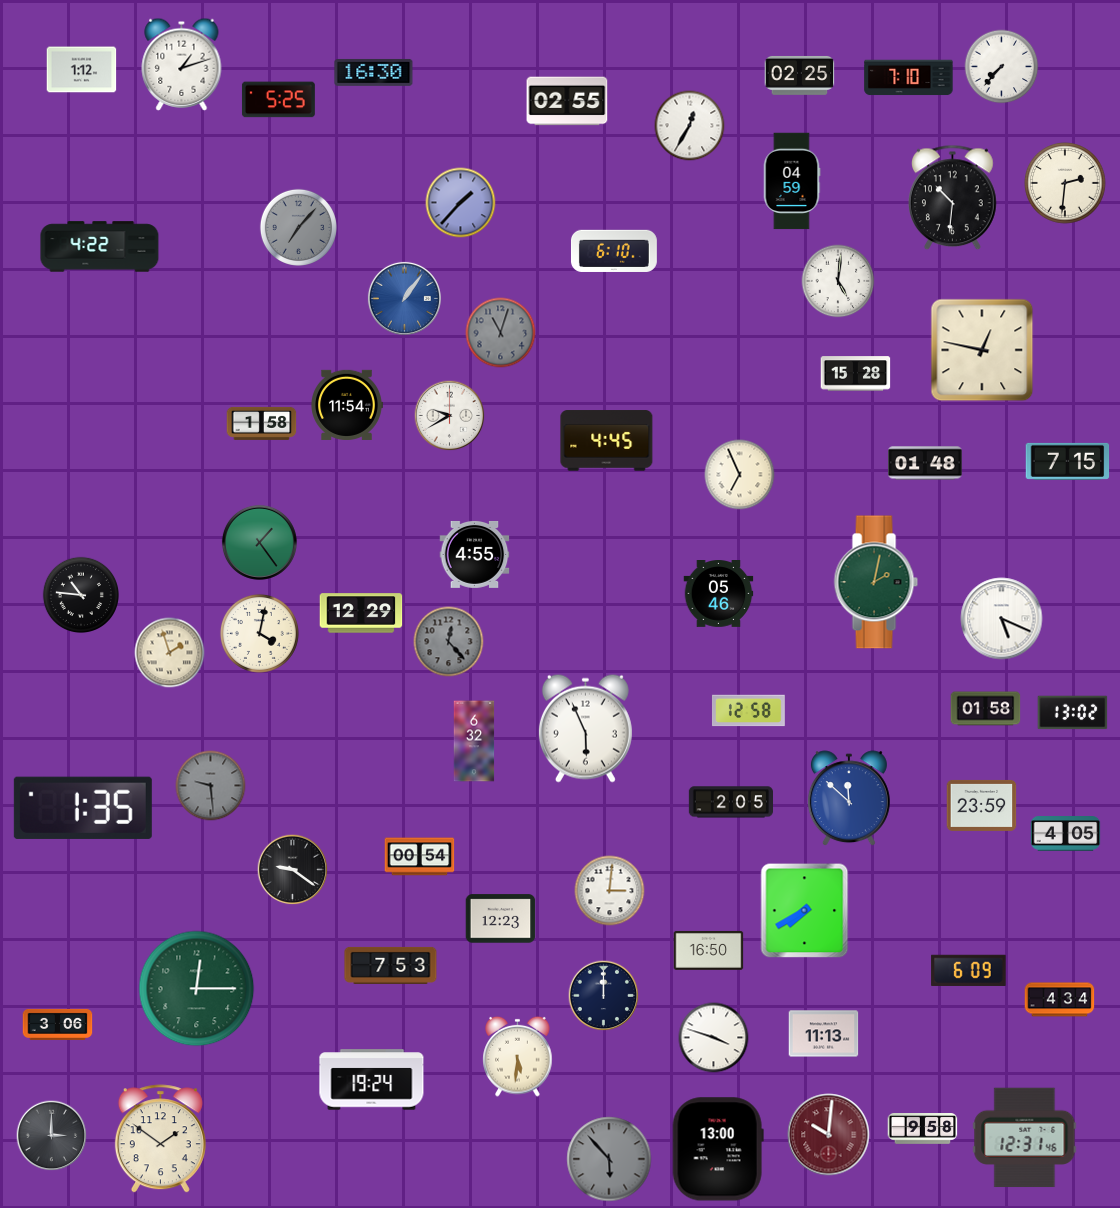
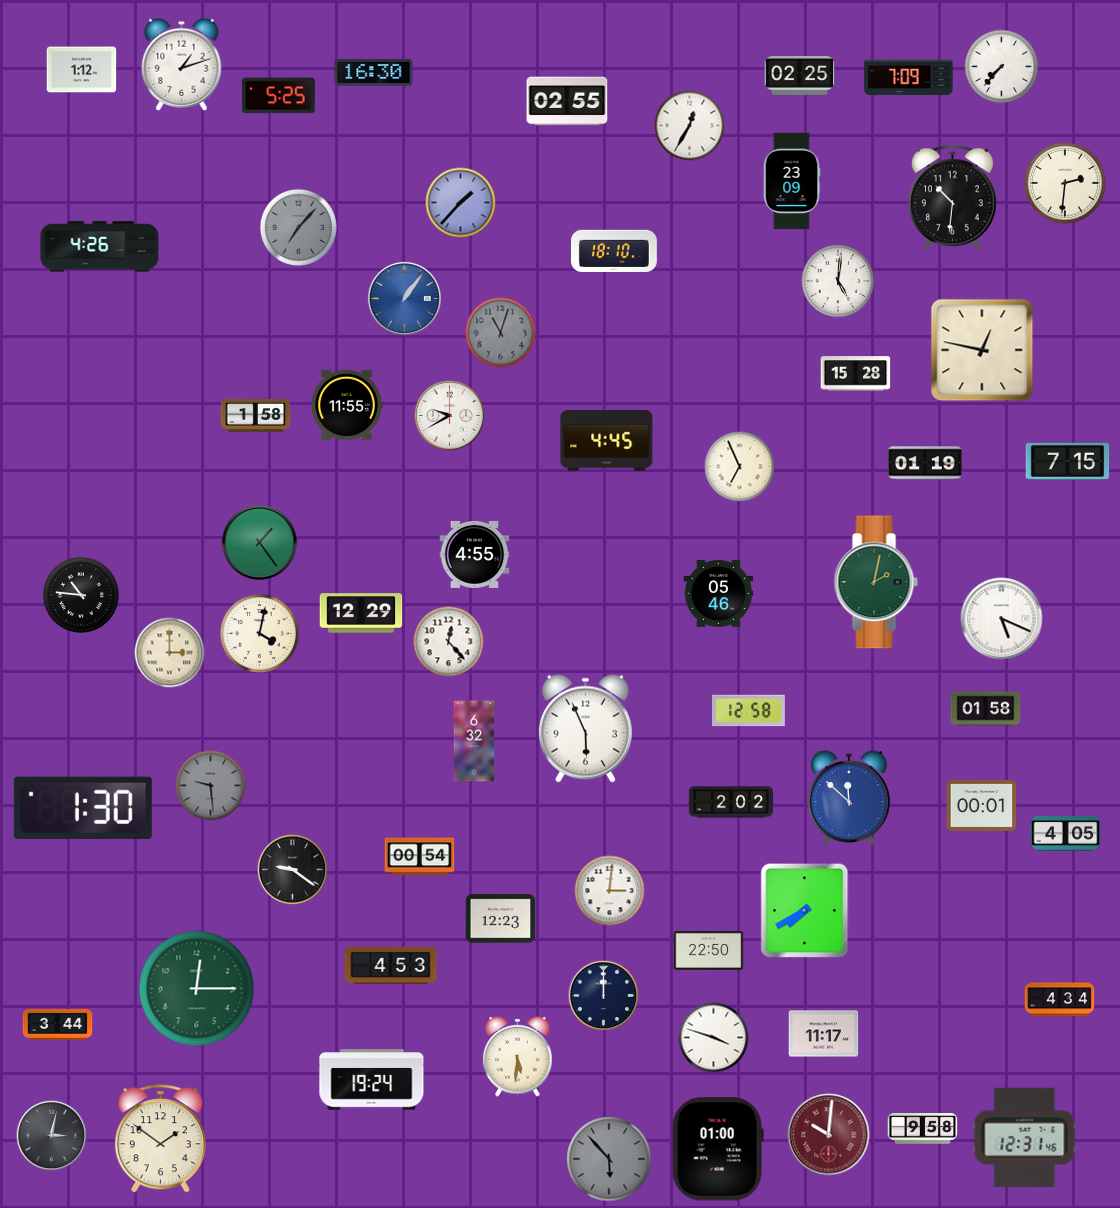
clock at (909, 78): 7:10 -> 7:09
clock at (278, 100) position: (278, 100) -> (278, 96)
clock at (792, 181): 04:59 -> 23:09
clock at (100, 247): 4:22 -> 4:26
clock at (614, 250): 6:10 -> 18:10
clock at (347, 405): 11:54 -> 11:55
clock at (262, 423) position: (262, 423) -> (256, 415)
clock at (925, 463): 01:48 -> 01:19
clock at (740, 475) position: (740, 475) -> (740, 467)
clock at (449, 642) dial: grey -> white
clock at (170, 653): 1:57 -> 3:00
clock at (1073, 713): 13:02 -> none
clock at (730, 802): 2:05 -> 2:02
clock at (982, 805): 23:59 -> 00:01
clock at (83, 808): 1:35 -> 1:30
clock at (709, 950): 16:50 -> 22:50
clock at (391, 965): 7:53 -> 4:53
clock at (969, 970): 6:09 -> none
clock at (58, 1024): 3:06 -> 3:44
clock at (824, 1034): 11:13 -> 11:17
clock at (52, 1136): 3:00 -> 3:02
clock at (718, 1149): 13:00 -> 01:00
